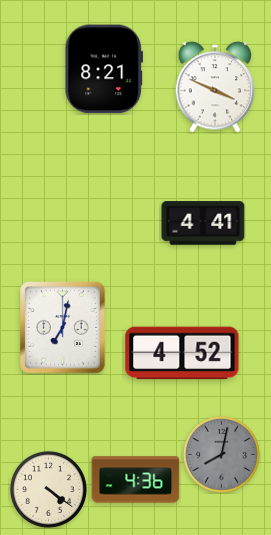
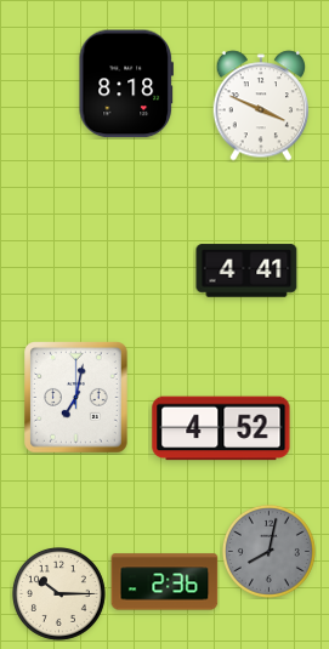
clock at (103, 69): 8:21 -> 8:18
clock at (136, 480): 4:36 -> 2:36
clock at (48, 489): 4:21 -> 10:15
